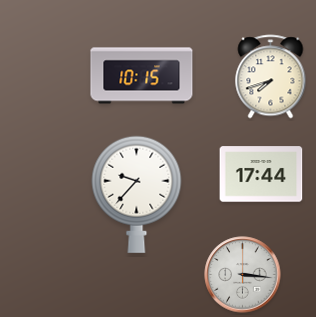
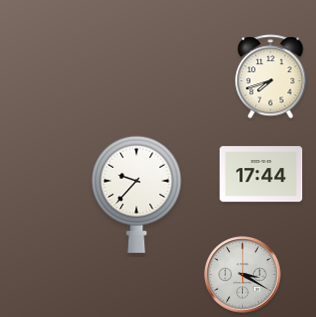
clock at (142, 76): 10:15 -> none
clock at (243, 275): 3:16 -> 3:20
